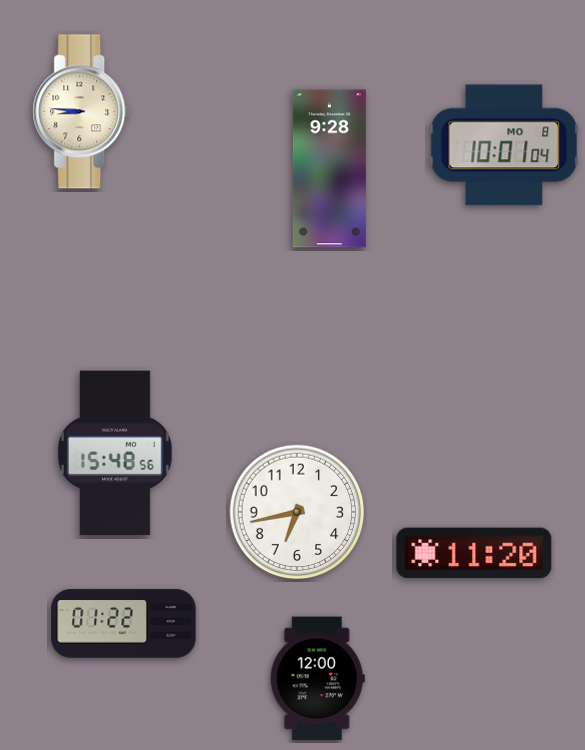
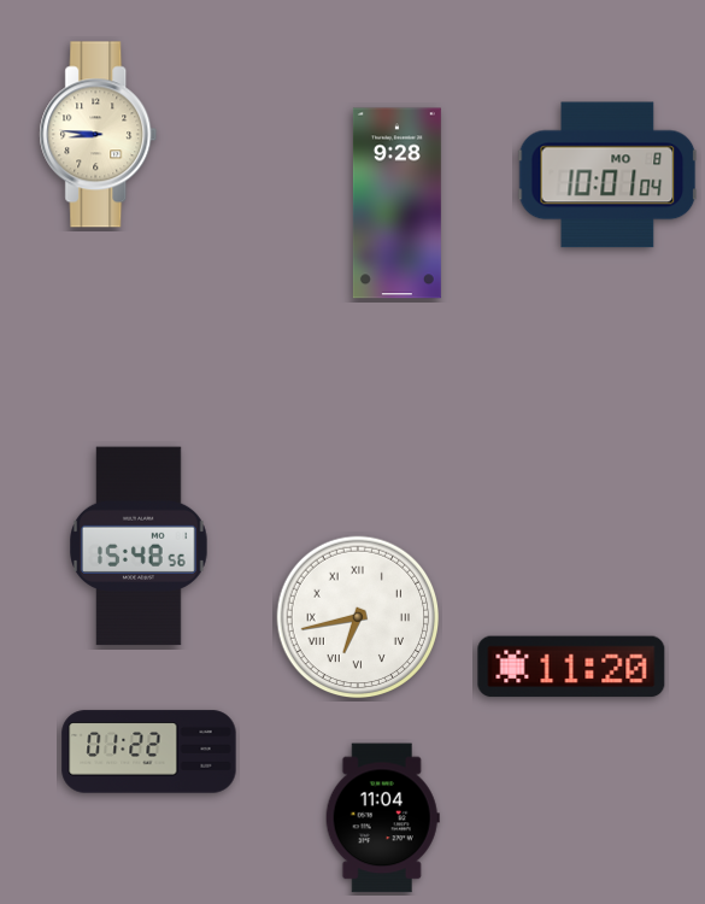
clock at (297, 512) numerals: Arabic -> Roman
clock at (317, 679): 12:00 -> 11:04
